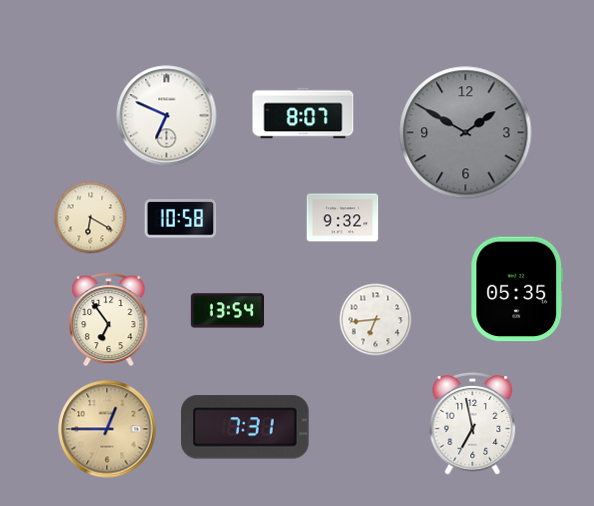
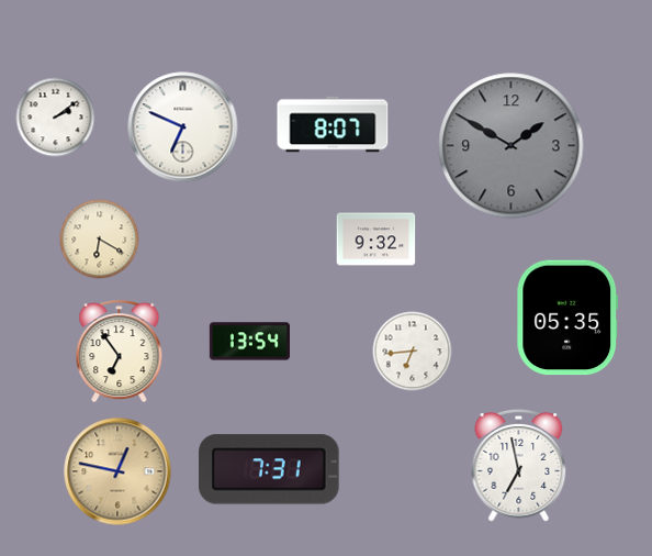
clock at (56, 118): none -> 2:09
clock at (181, 219): 10:58 -> none
clock at (107, 429): 12:45 -> 12:47
